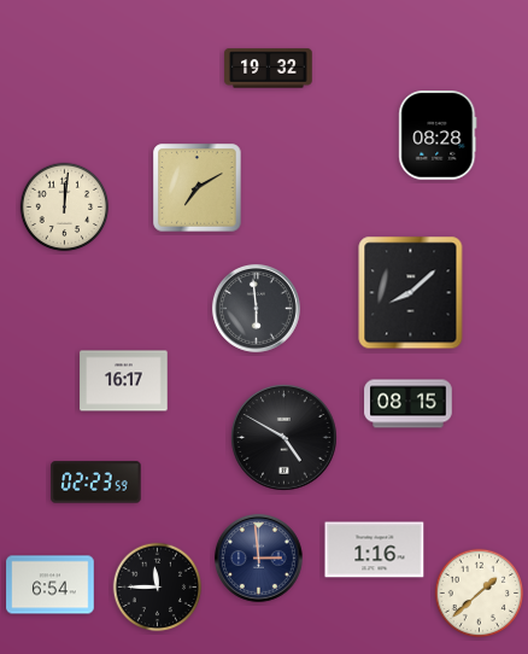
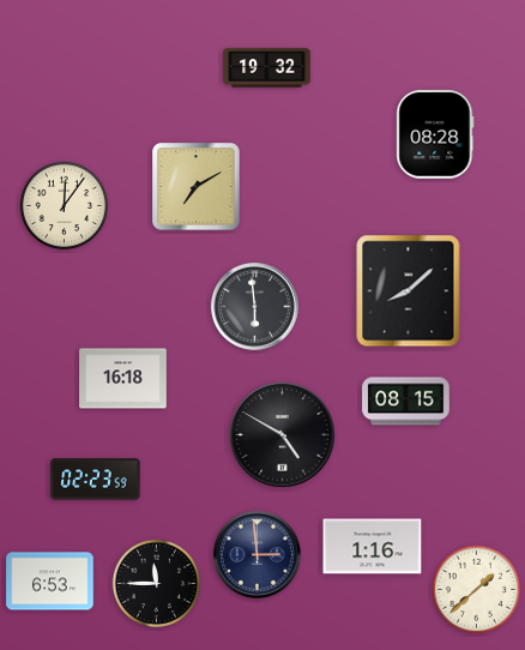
clock at (65, 208): 12:01 -> 12:06
clock at (124, 381): 16:17 -> 16:18
clock at (51, 585): 6:54 -> 6:53
